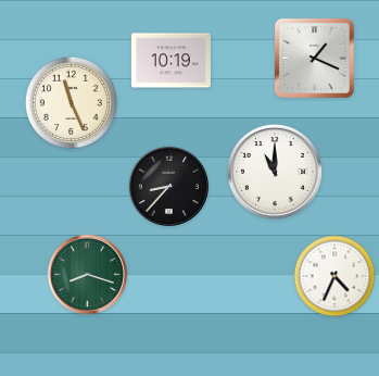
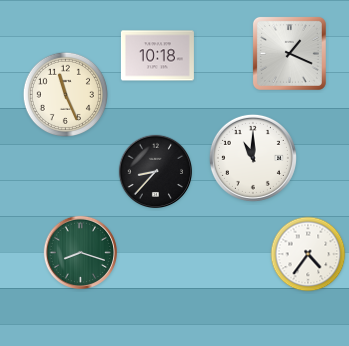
clock at (170, 61): 10:19 -> 10:18
clock at (334, 276): 4:34 -> 4:36
